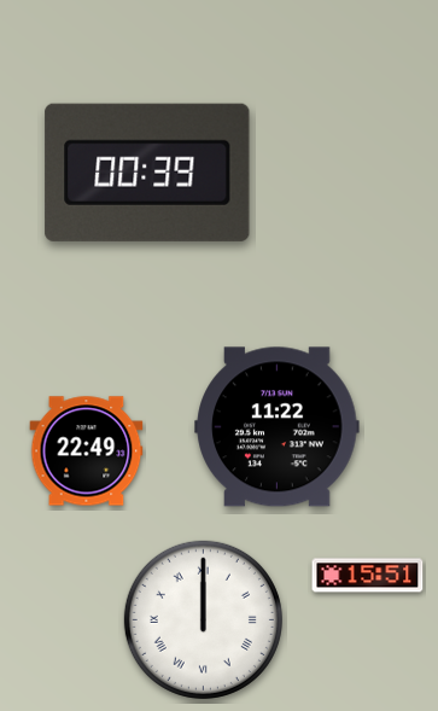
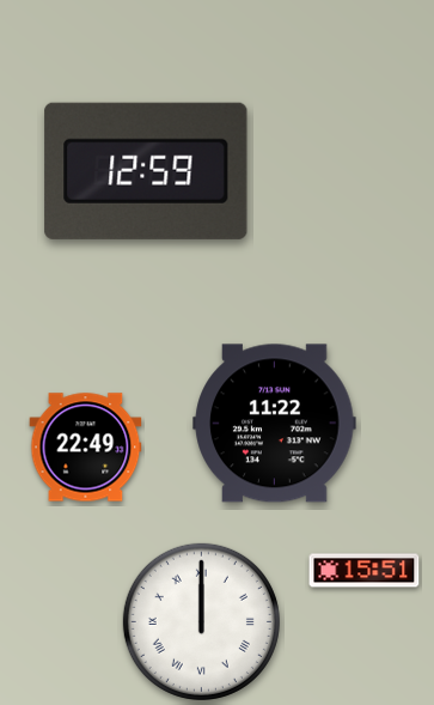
clock at (147, 173): 00:39 -> 12:59
clock at (203, 619) position: (203, 619) -> (201, 621)
